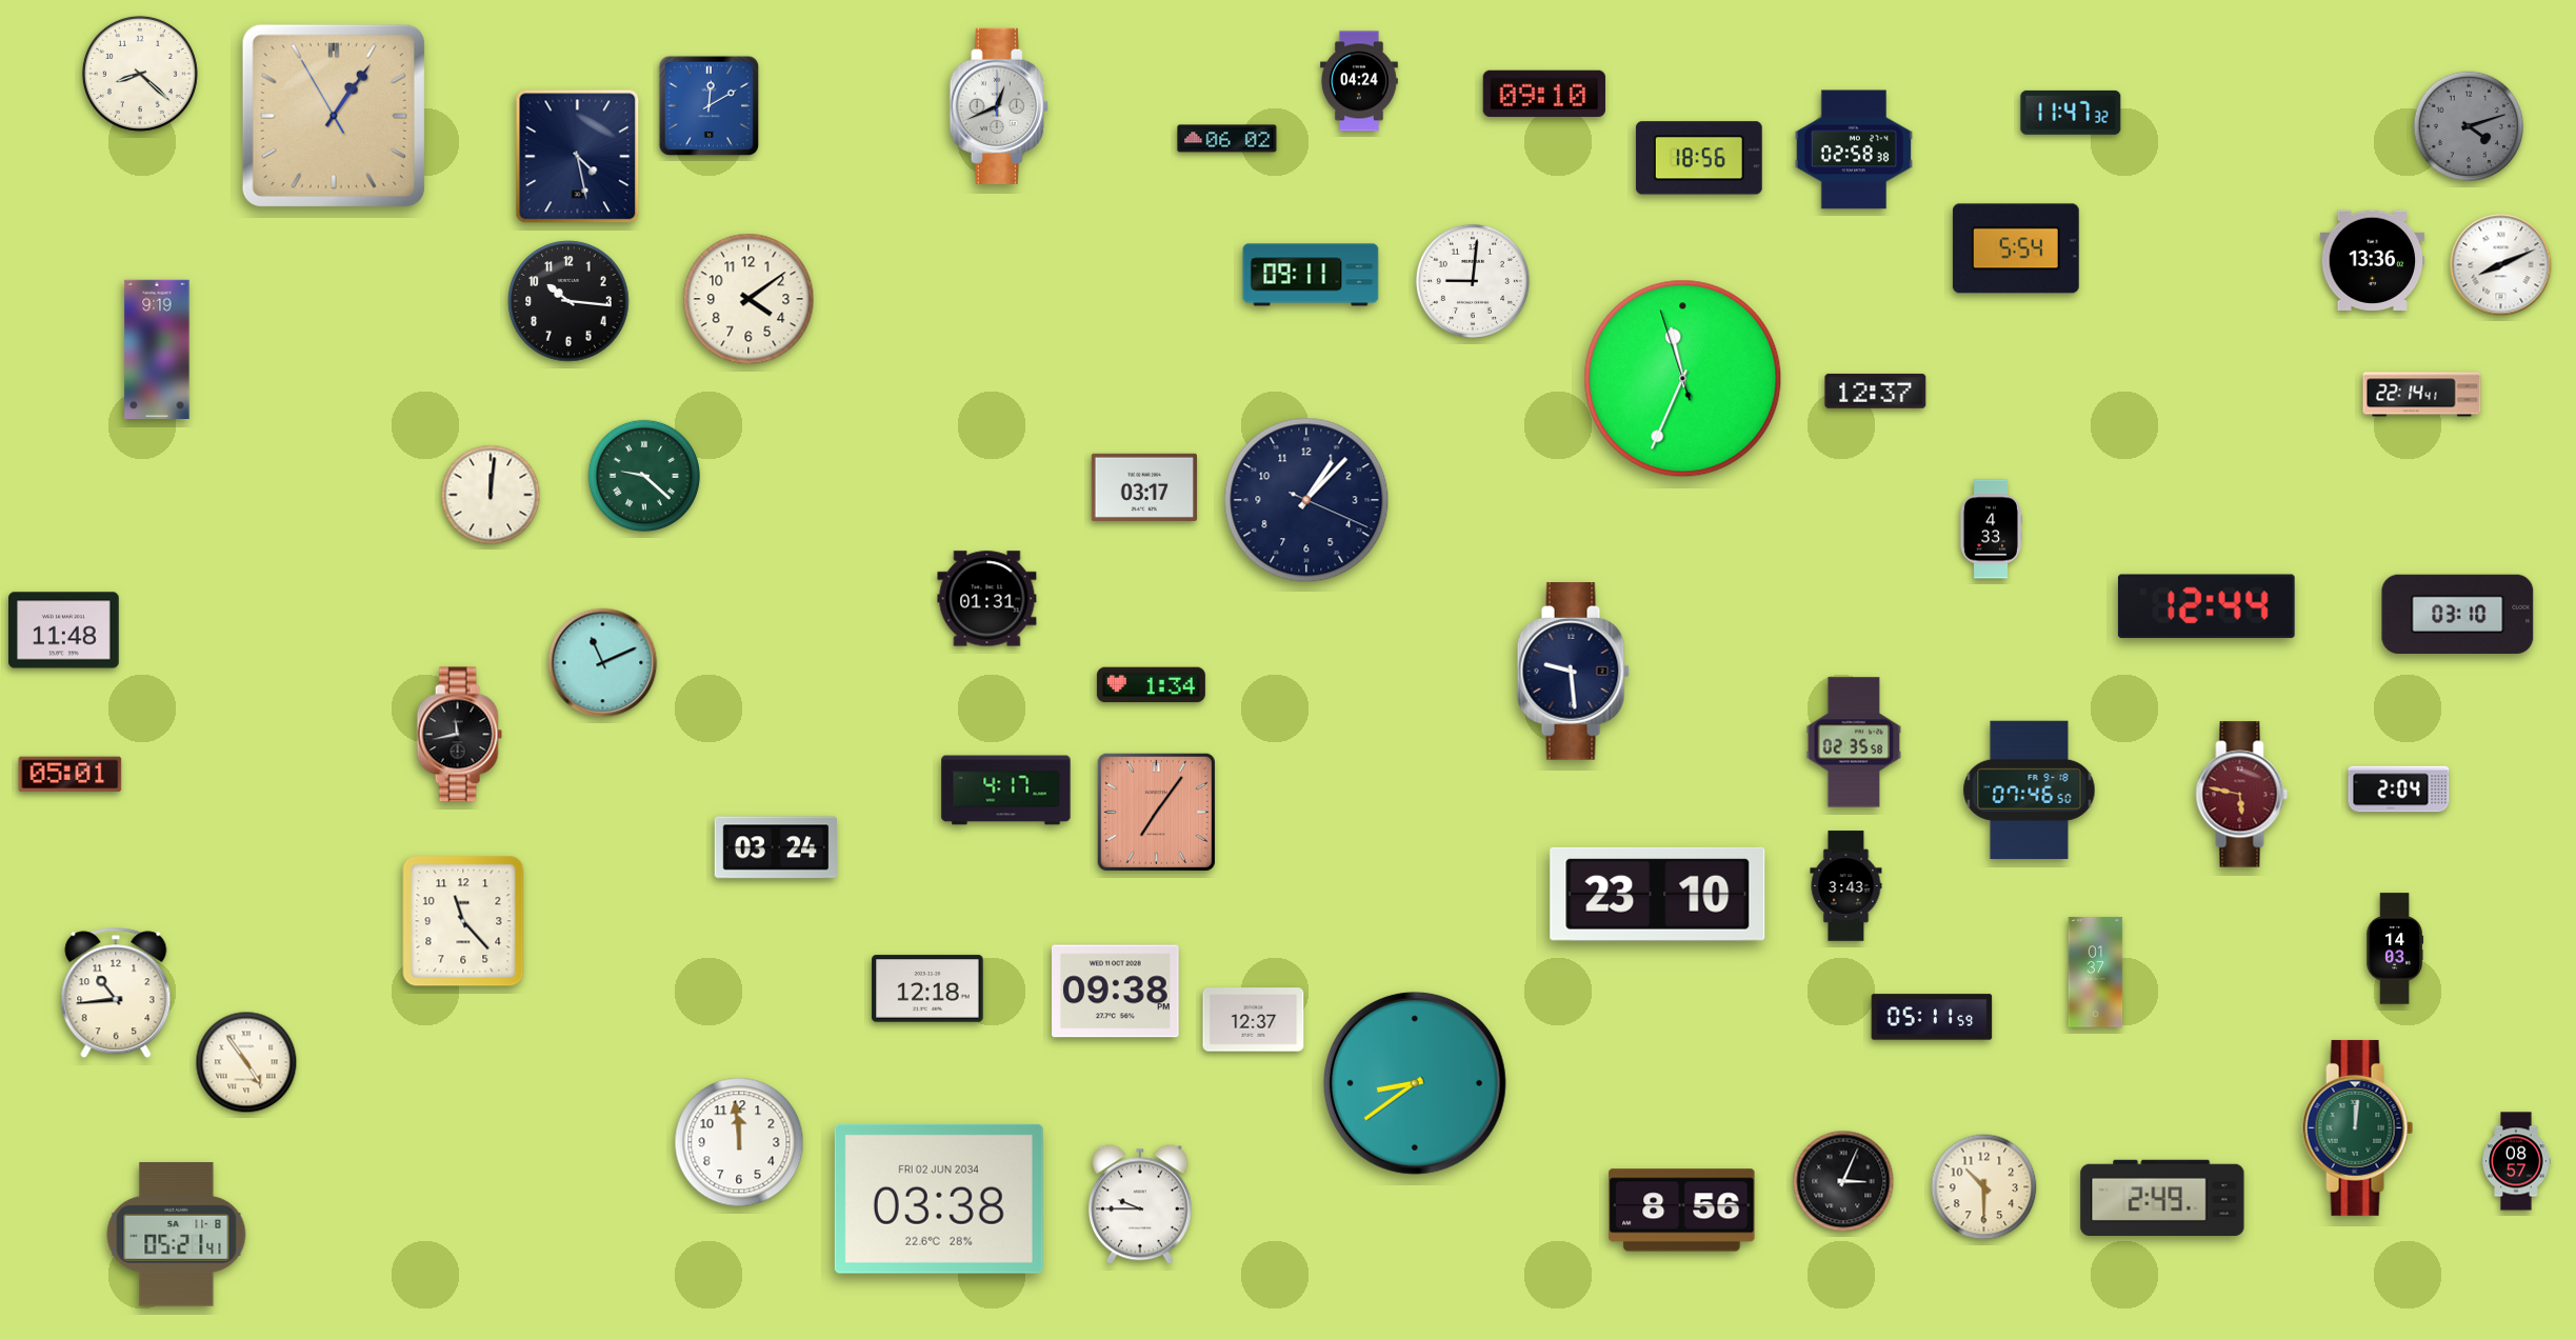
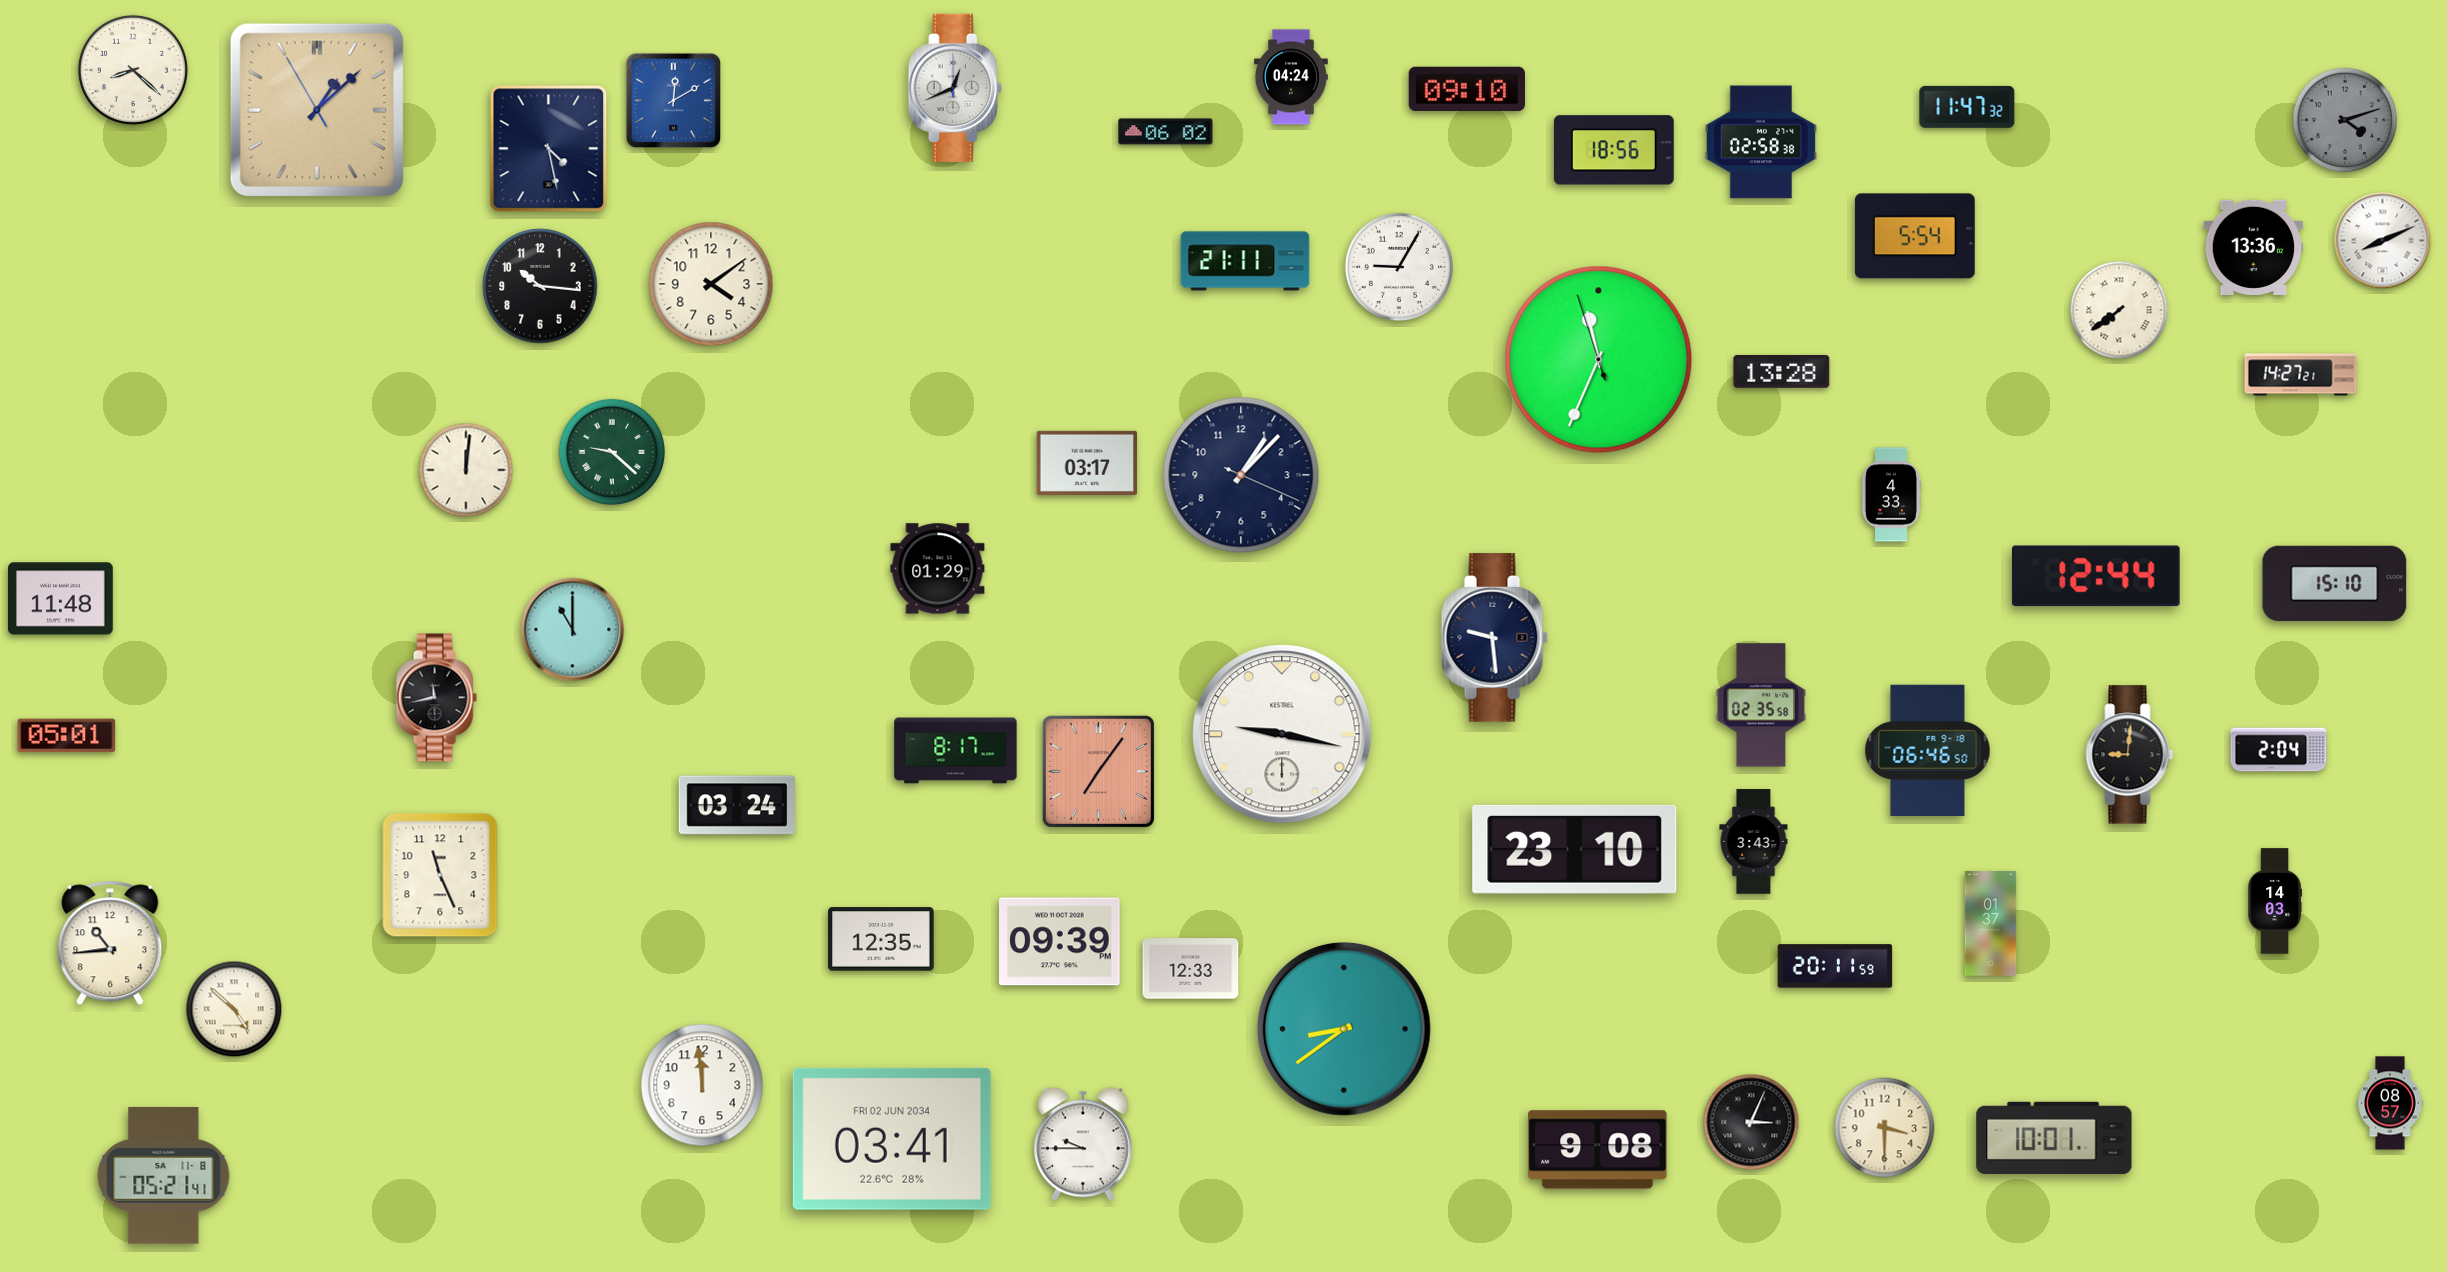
clock at (999, 106) position: (999, 106) -> (955, 88)
clock at (334, 116): 1:05 -> 1:07
clock at (2501, 265) position: (2501, 265) -> (2383, 241)
clock at (1311, 275): 09:11 -> 21:11
clock at (1473, 281): 9:01 -> 9:05
clock at (2119, 310): none -> 7:39
clock at (157, 348): 9:19 -> none
clock at (1876, 392): 12:37 -> 13:28
clock at (2422, 395): 22:14 -> 14:27
clock at (1990, 529) position: (1990, 529) -> (1890, 495)
clock at (987, 599): 01:31 -> 01:29
clock at (2458, 614): 03:10 -> 15:10
clock at (603, 663): 11:11 -> 11:00
clock at (1151, 685): 1:34 -> none
clock at (1282, 734): none -> 9:17
clock at (1006, 791): 4:17 -> 8:17
clock at (2030, 791): 07:46 -> 06:46
clock at (2242, 795): 5:47 -> 9:01
clock at (2242, 795) dial: burgundy -> black
clock at (463, 921): 11:23 -> 11:26
clock at (927, 988): 12:18 -> 12:35
clock at (1116, 992): 09:38 -> 09:39
clock at (1932, 1017): 05:11 -> 20:11
clock at (1254, 1020): 12:37 -> 12:33
clock at (246, 1062): 4:54 -> 4:52
clock at (2358, 1127): 12:01 -> none
clock at (1984, 1187): 10:30 -> 3:30
clock at (2162, 1197): 2:49 -> 10:01
clock at (939, 1199): 03:38 -> 03:41
clock at (1682, 1211): 8:56 -> 9:08
clock at (177, 1235) position: (177, 1235) -> (164, 1176)
